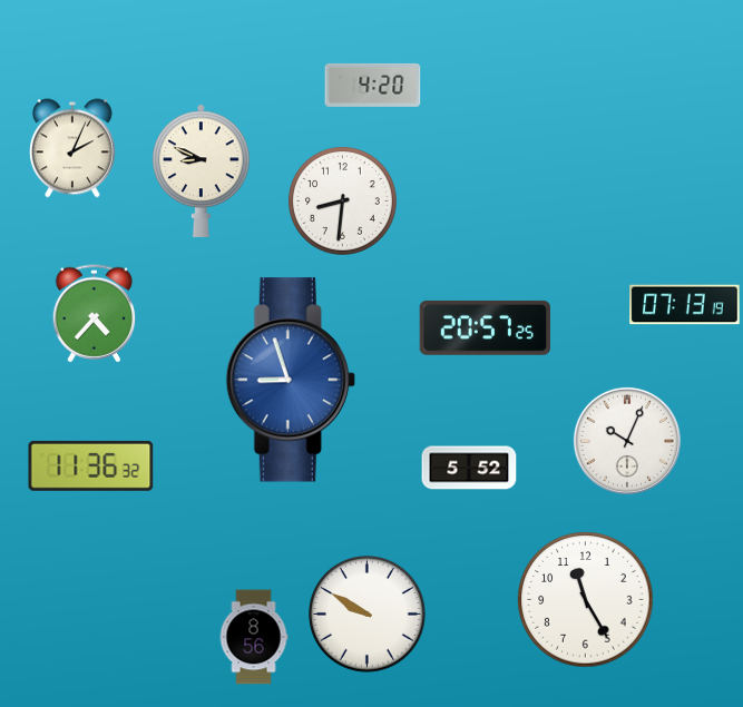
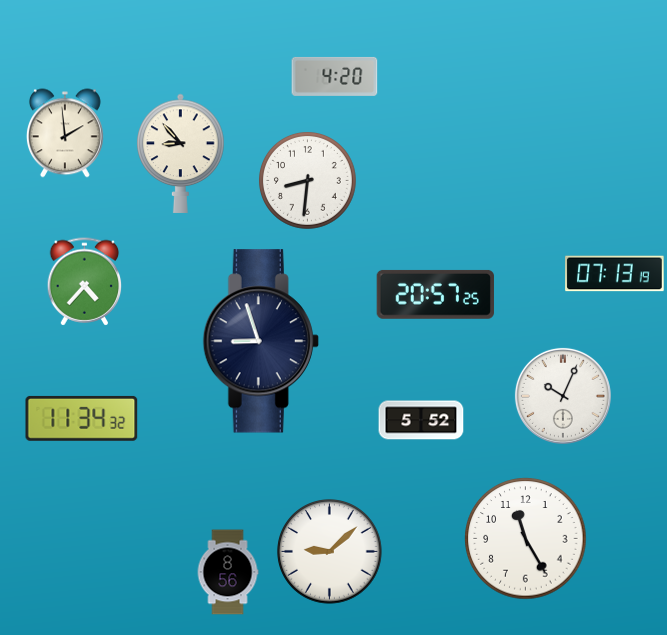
clock at (72, 148): 2:04 -> 1:59
clock at (202, 170): 8:49 -> 8:53
clock at (291, 380) dial: blue -> navy
clock at (91, 465): 11:36 -> 11:34
clock at (368, 615): 9:50 -> 9:08
